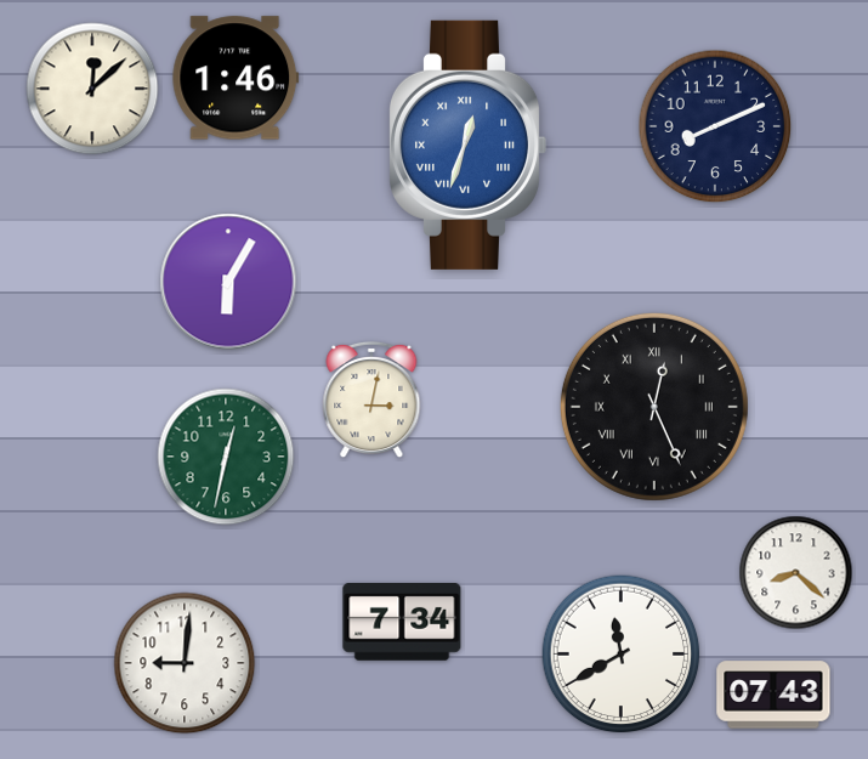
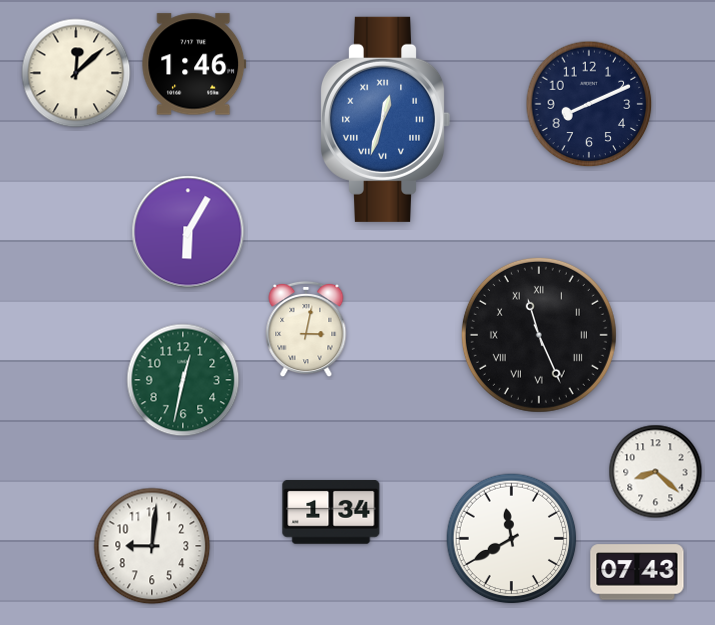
clock at (654, 407): 12:26 -> 11:26
clock at (226, 457) position: (226, 457) -> (183, 380)
clock at (402, 623): 7:34 -> 1:34
